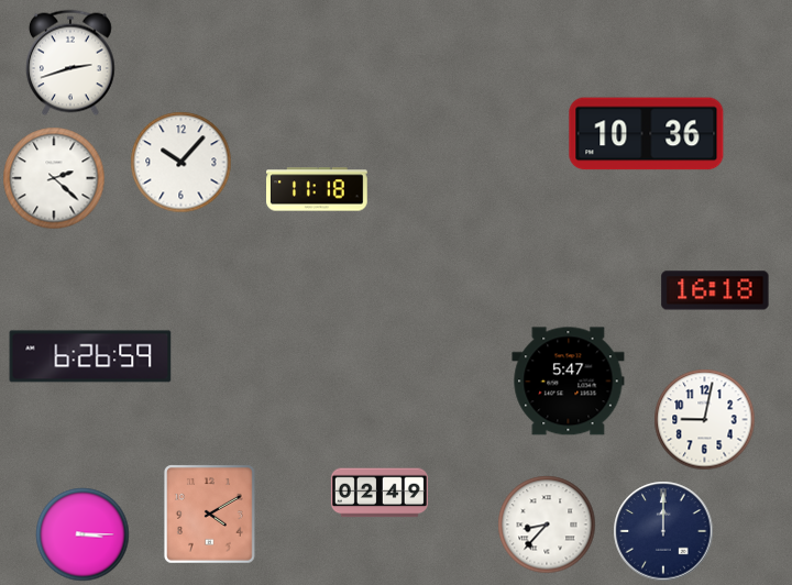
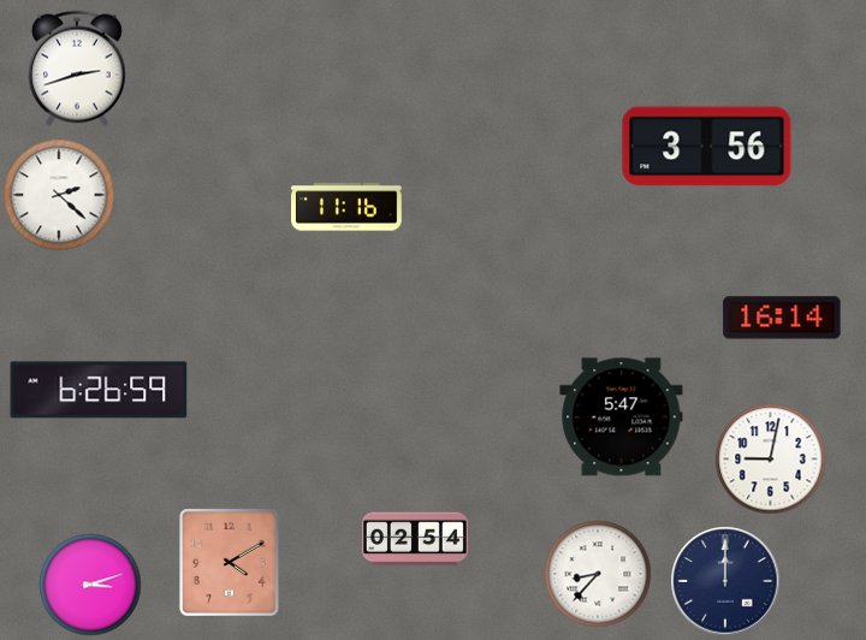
clock at (647, 134): 10:36 -> 3:56
clock at (182, 163): 10:07 -> none
clock at (318, 189): 11:18 -> 11:16
clock at (715, 290): 16:18 -> 16:14
clock at (380, 493): 02:49 -> 02:54
clock at (82, 534): 3:15 -> 3:12
